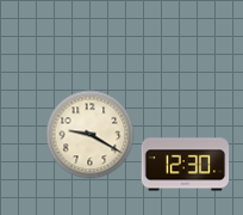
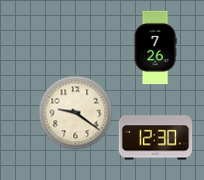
clock at (155, 48): none -> 7:26
clock at (91, 135): 9:20 -> 9:21
